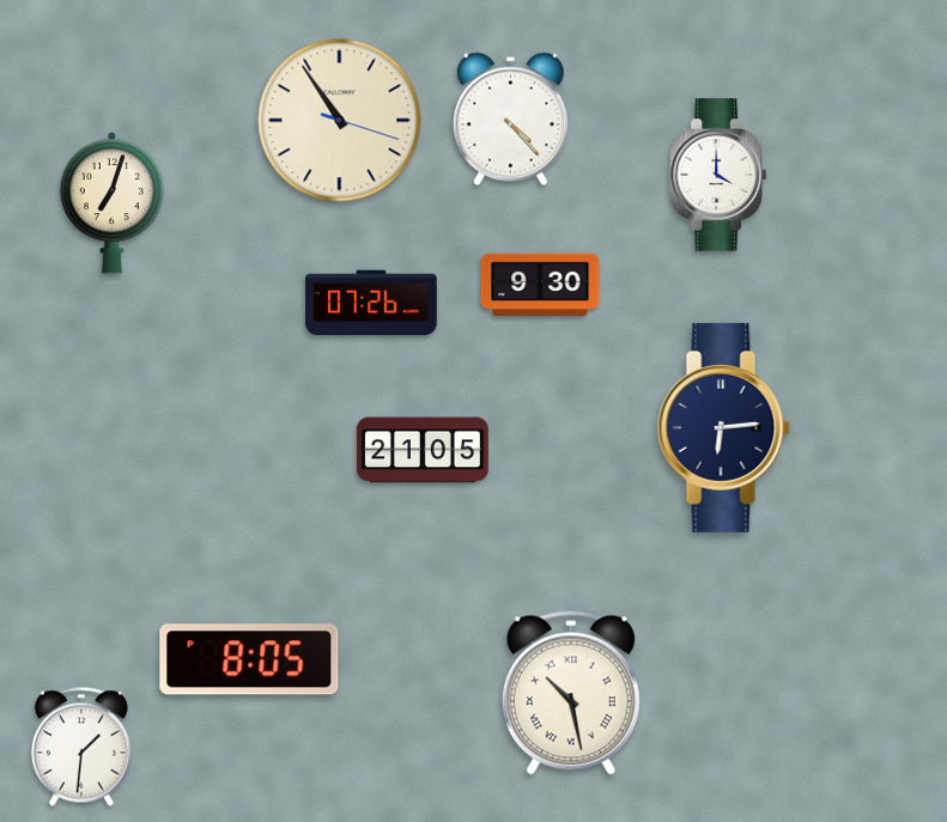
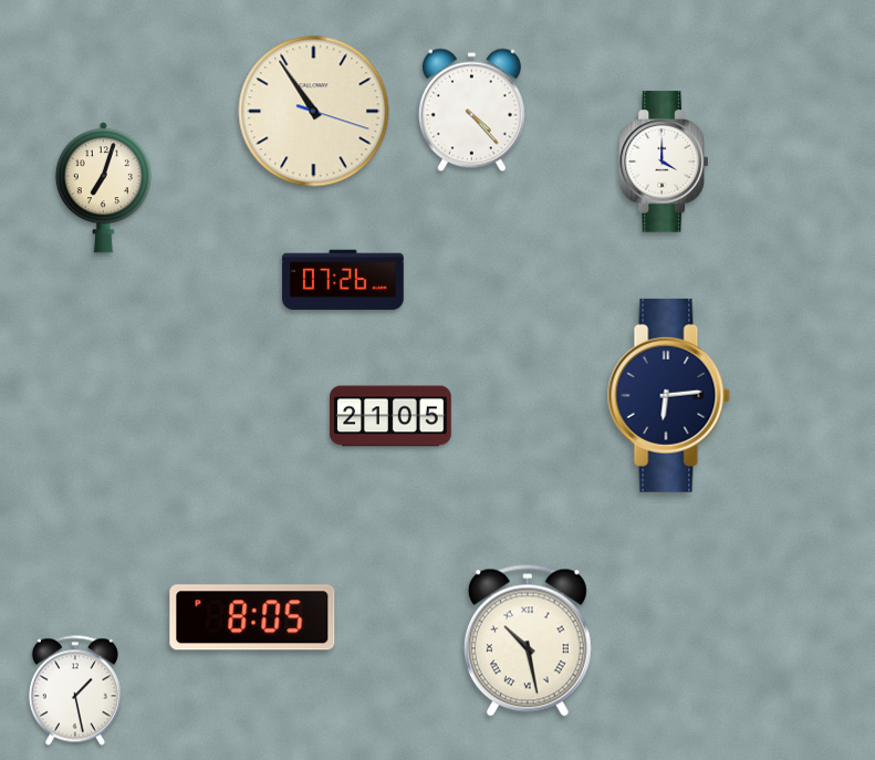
clock at (540, 284): 9:30 -> none
clock at (249, 659) position: (249, 659) -> (252, 617)
clock at (81, 747): 1:31 -> 1:28
